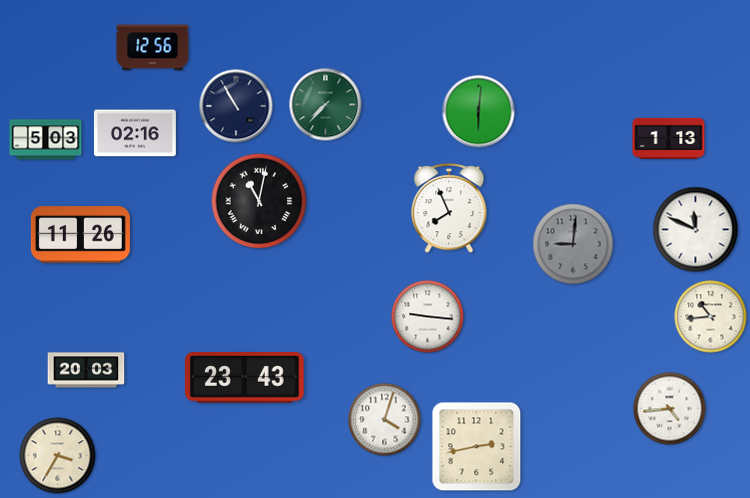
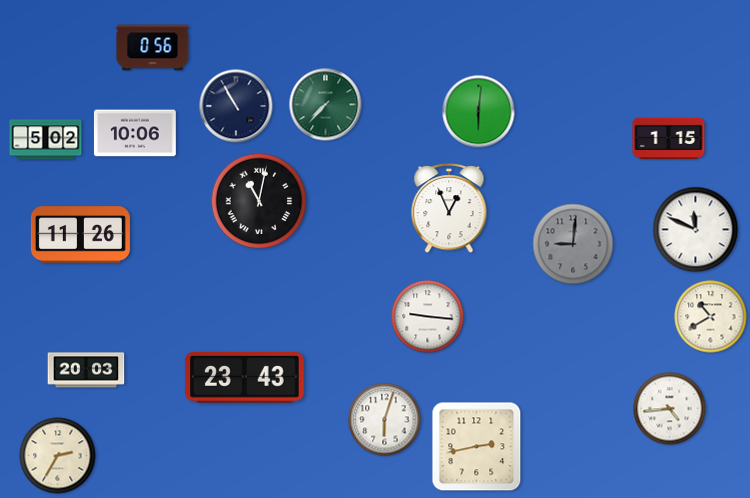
clock at (153, 48): 12:56 -> 0:56
clock at (135, 133): 02:16 -> 10:06
clock at (669, 138): 1:13 -> 1:15
clock at (46, 140): 5:03 -> 5:02
clock at (449, 209): 7:56 -> 12:56
clock at (711, 317): 10:44 -> 10:40
clock at (385, 420): 4:03 -> 6:03
clock at (58, 456): 3:35 -> 2:35
